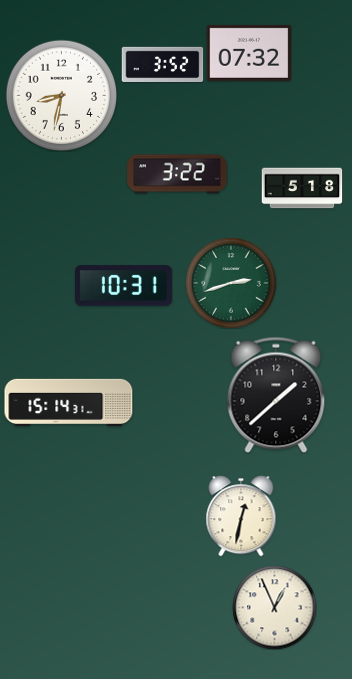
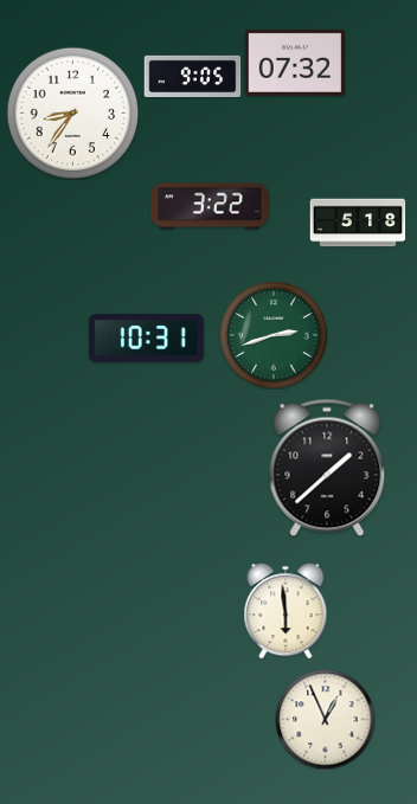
clock at (162, 64): 3:52 -> 9:05
clock at (61, 95): 8:32 -> 8:36
clock at (69, 402): 15:14 -> none
clock at (241, 516): 12:32 -> 5:59
